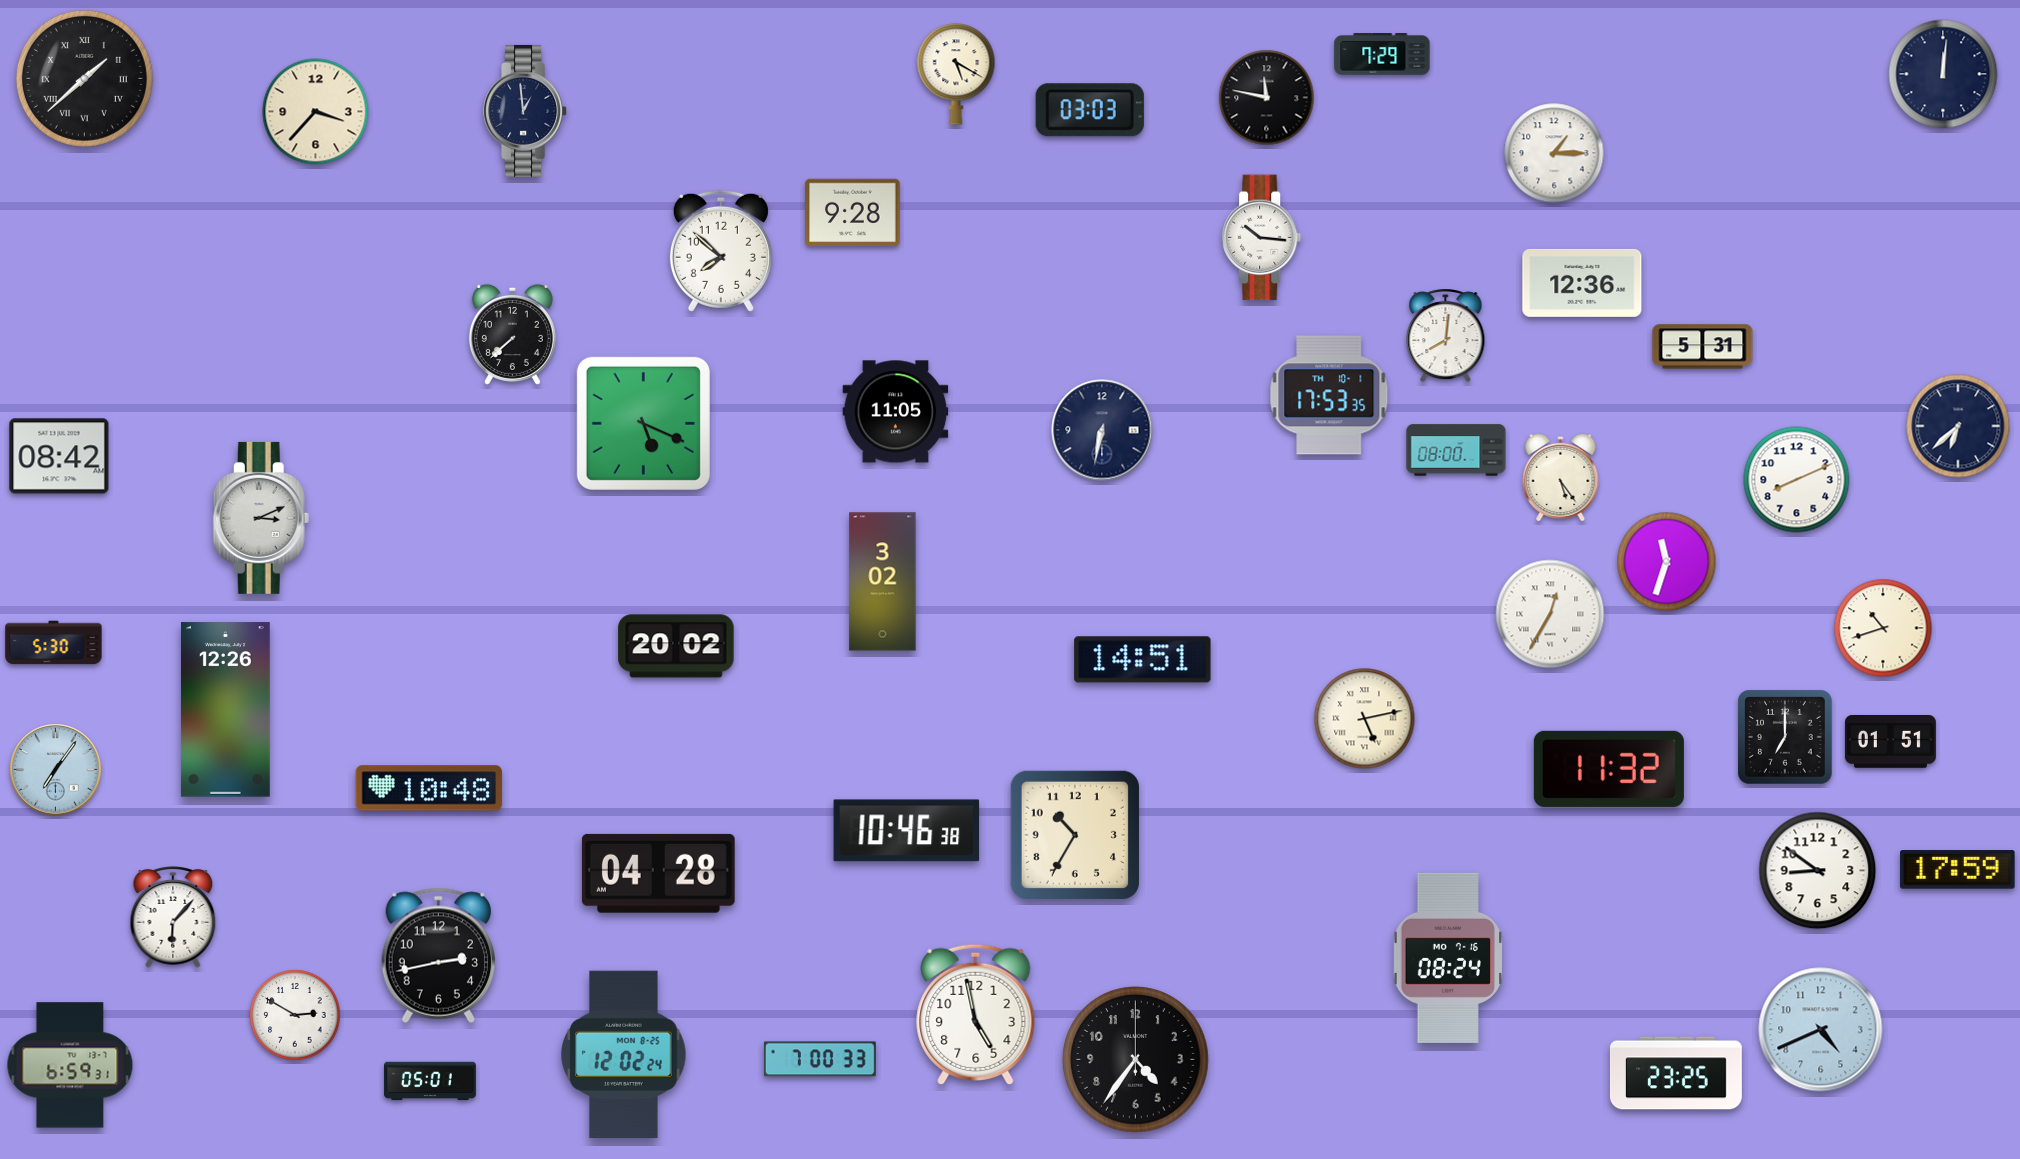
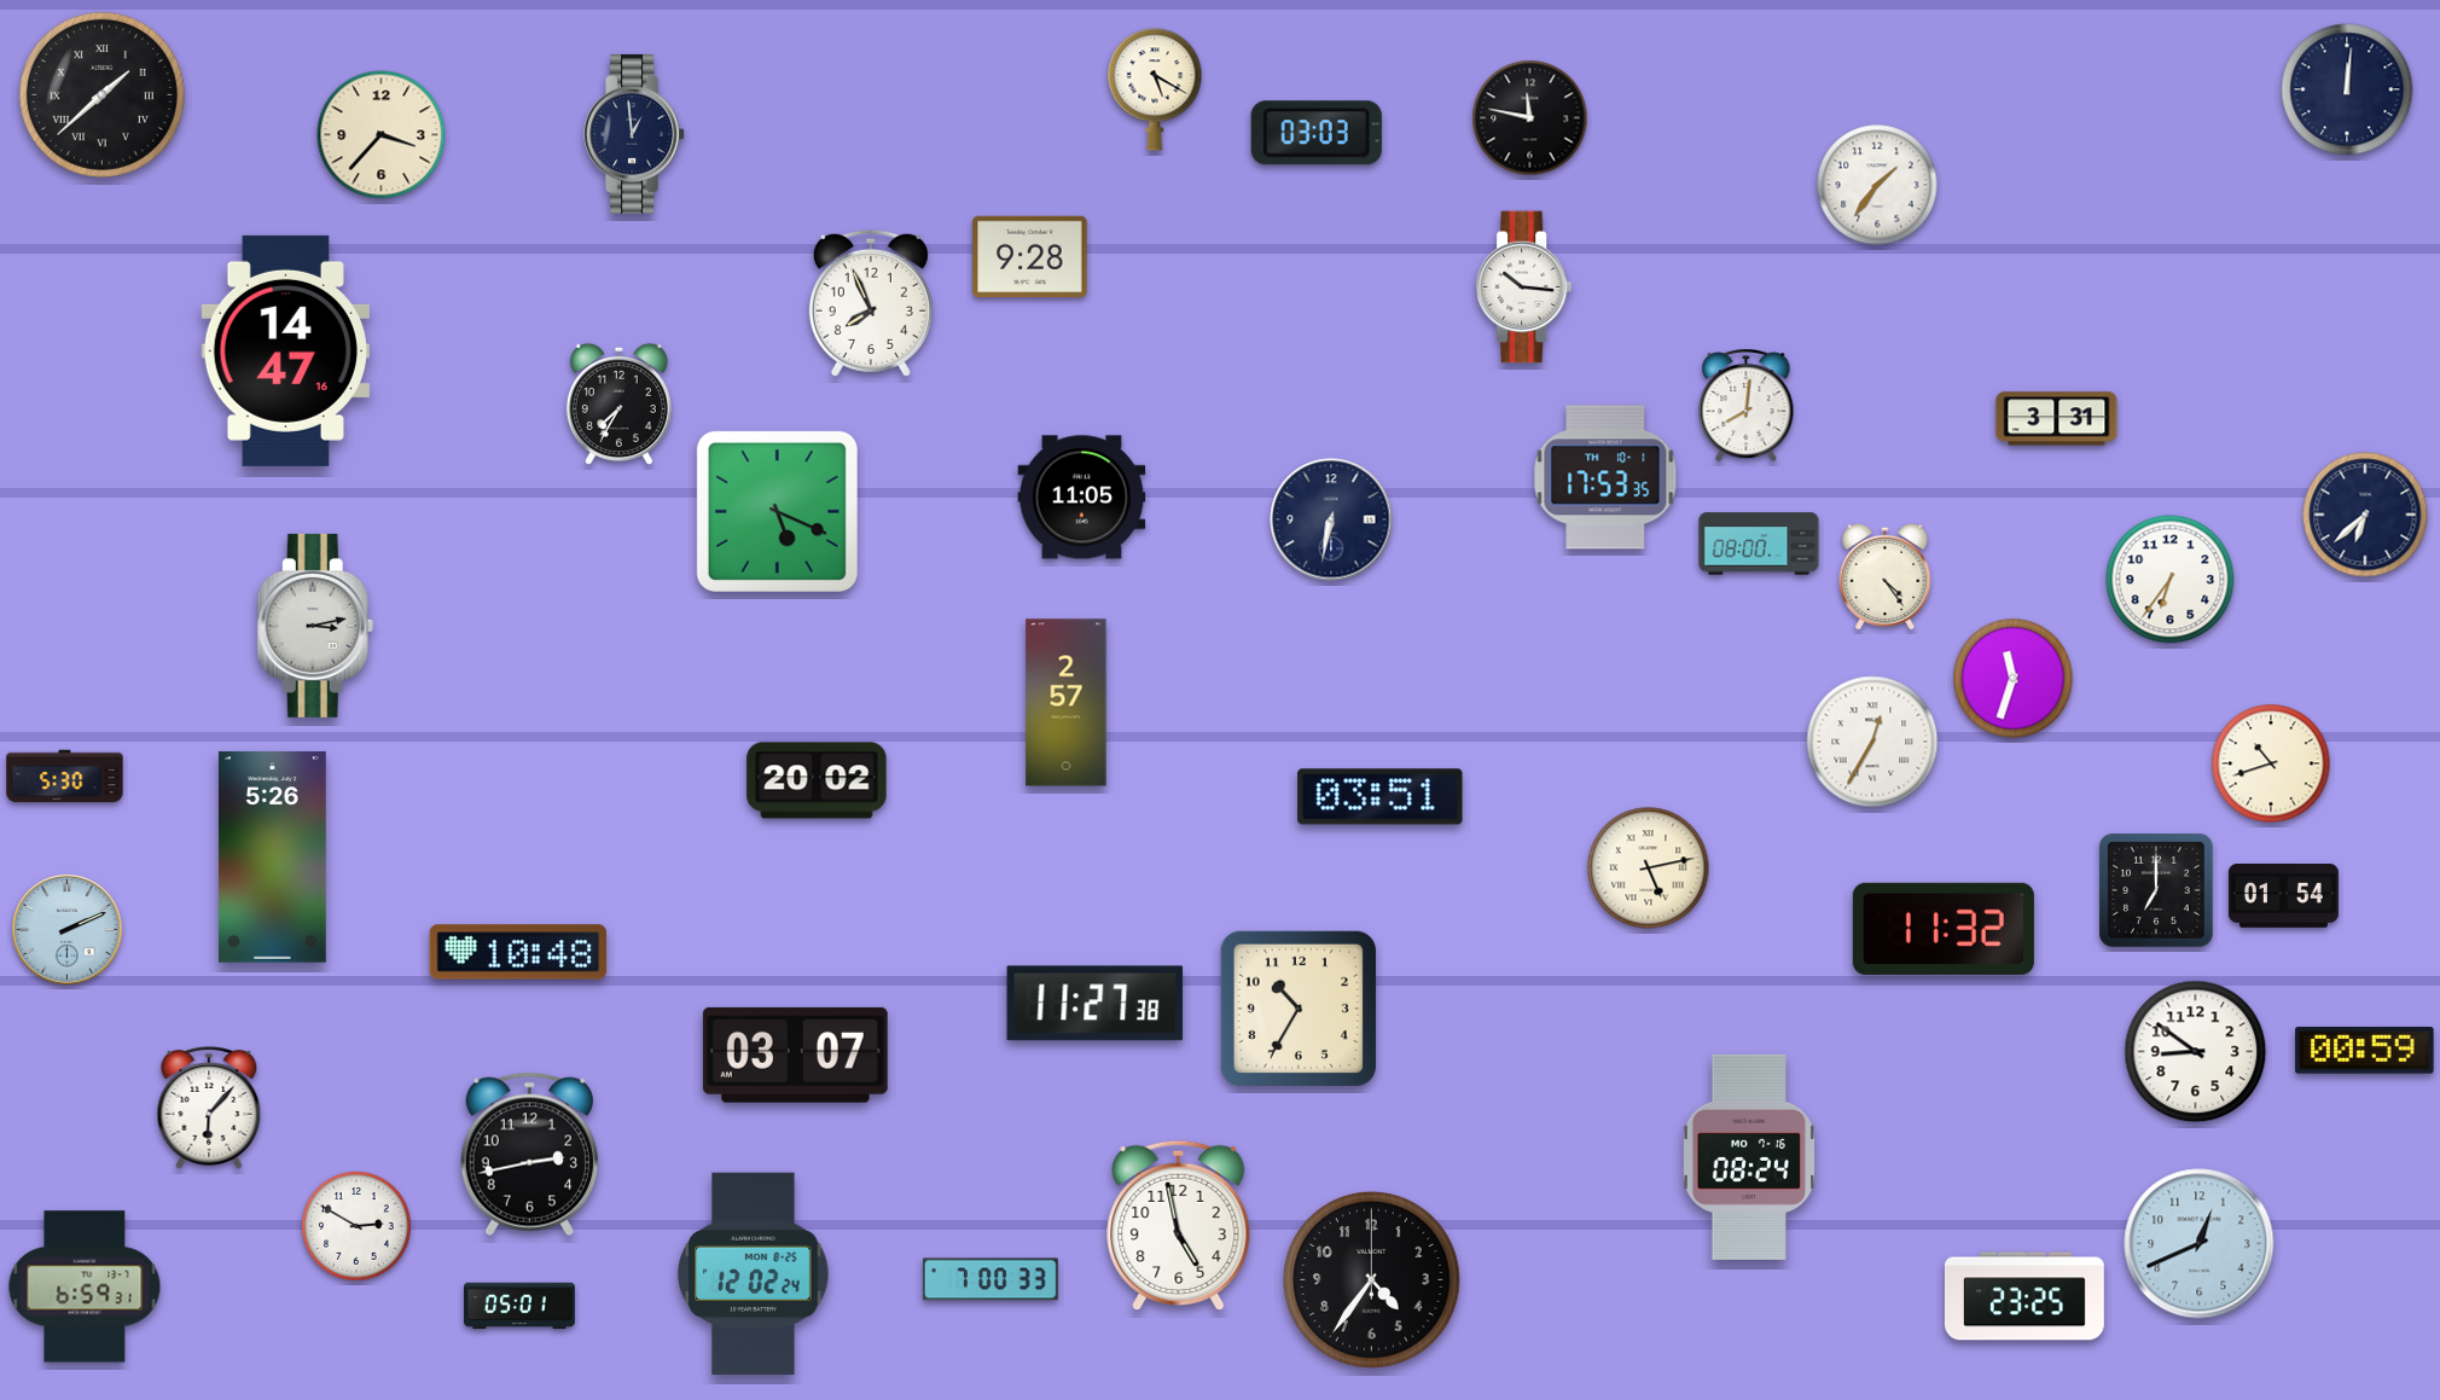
clock at (1382, 54): 7:29 -> none
clock at (1554, 153): 1:15 -> 1:36
clock at (721, 251): 7:52 -> 7:56
clock at (1582, 283): 12:36 -> none
clock at (285, 350): none -> 14:47
clock at (512, 334): 7:38 -> 7:35
clock at (1703, 347): 5:31 -> 3:31
clock at (59, 456): 08:42 -> none
clock at (1561, 477): 5:24 -> 4:24
clock at (1797, 480): 8:11 -> 6:36
clock at (261, 518): 3:11 -> 3:13
clock at (883, 582): 3:02 -> 2:57
clock at (1883, 628) position: (1883, 628) -> (2271, 763)
clock at (1143, 660): 14:51 -> 03:51
clock at (225, 710): 12:26 -> 5:26
clock at (1890, 742): 01:51 -> 01:54
clock at (56, 770): 7:06 -> 2:11
clock at (907, 831): 10:46 -> 11:27
clock at (1958, 870): 17:59 -> 00:59
clock at (658, 873): 04:28 -> 03:07
clock at (1821, 1030): 4:41 -> 12:41
